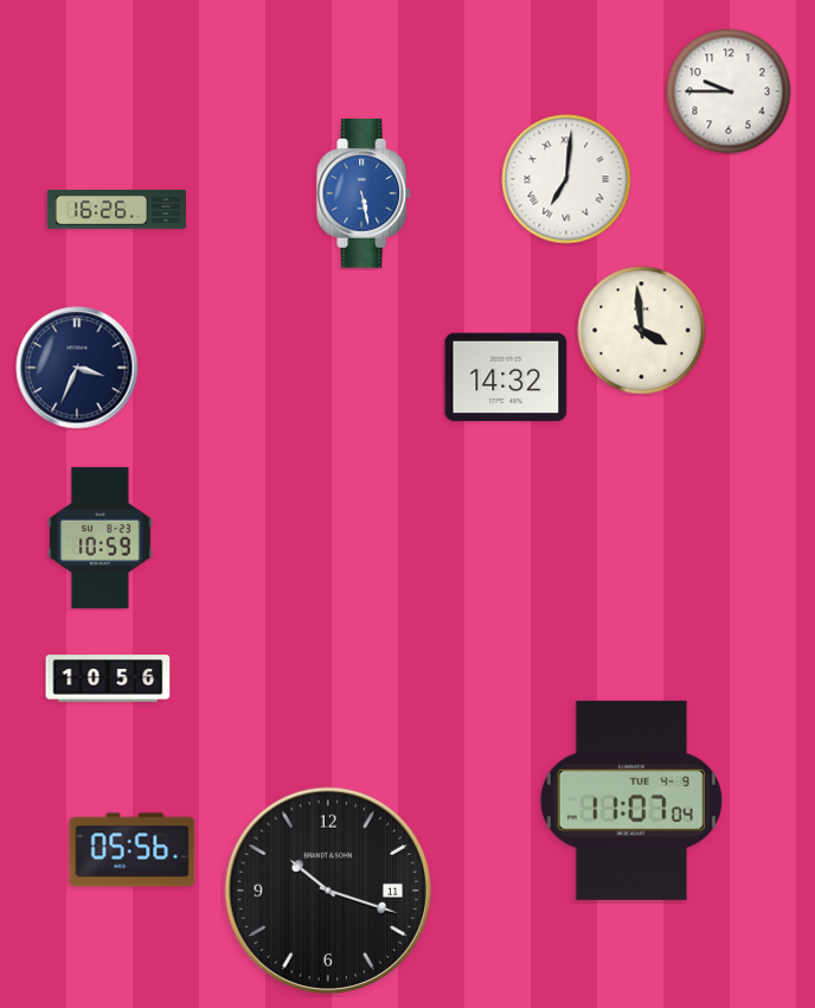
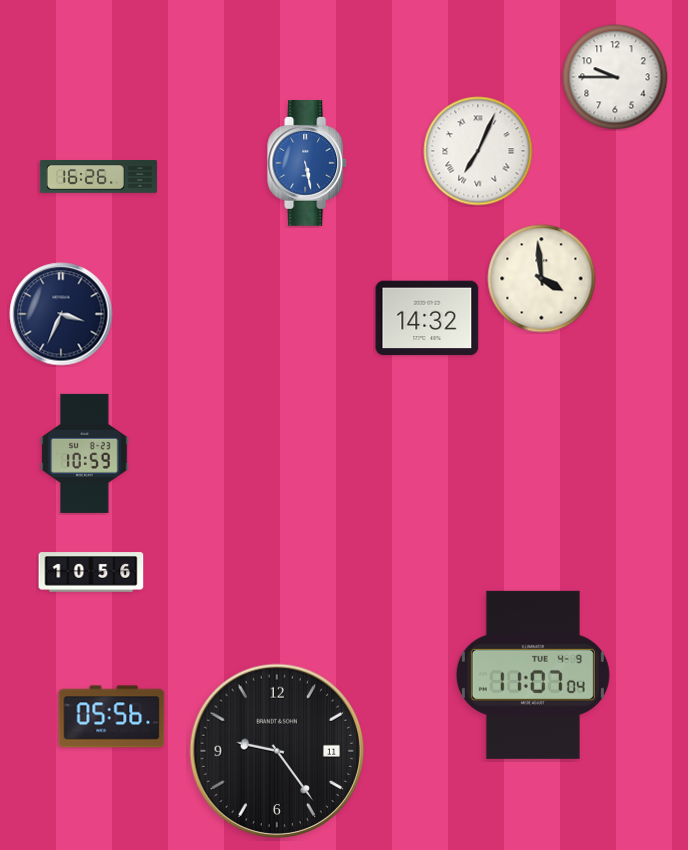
clock at (566, 179): 7:01 -> 7:04
clock at (77, 368) position: (77, 368) -> (61, 314)
clock at (328, 891): 10:18 -> 9:24
